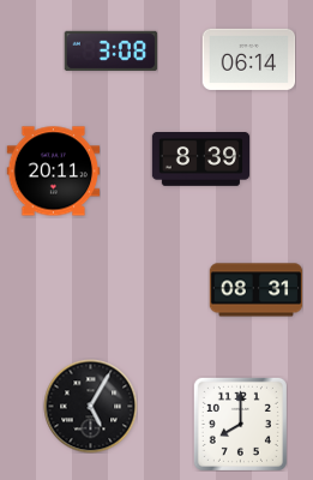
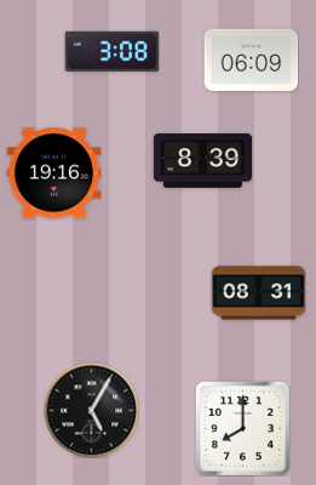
clock at (248, 59): 06:14 -> 06:09
clock at (53, 172): 20:11 -> 19:16
